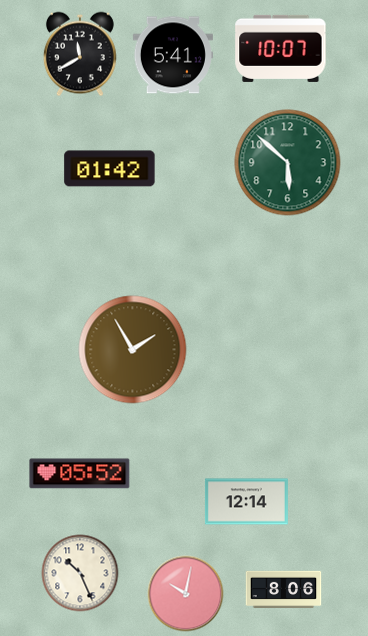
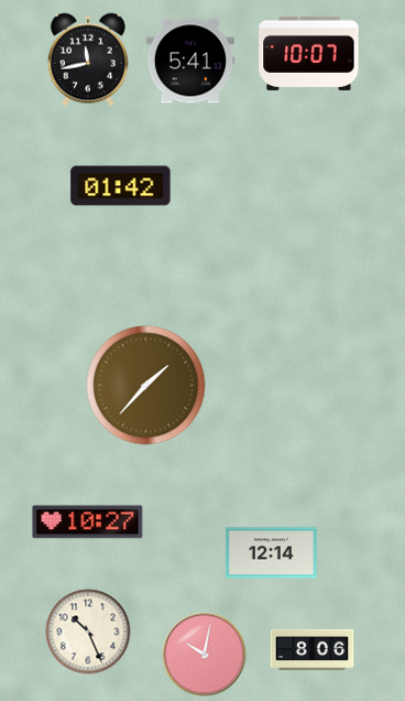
clock at (80, 54): 11:40 -> 11:43
clock at (288, 163): 5:52 -> none
clock at (133, 350): 1:55 -> 1:37
clock at (80, 474): 05:52 -> 10:27
